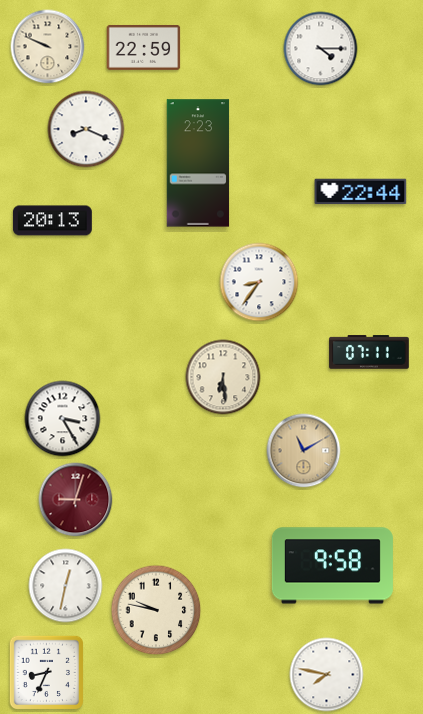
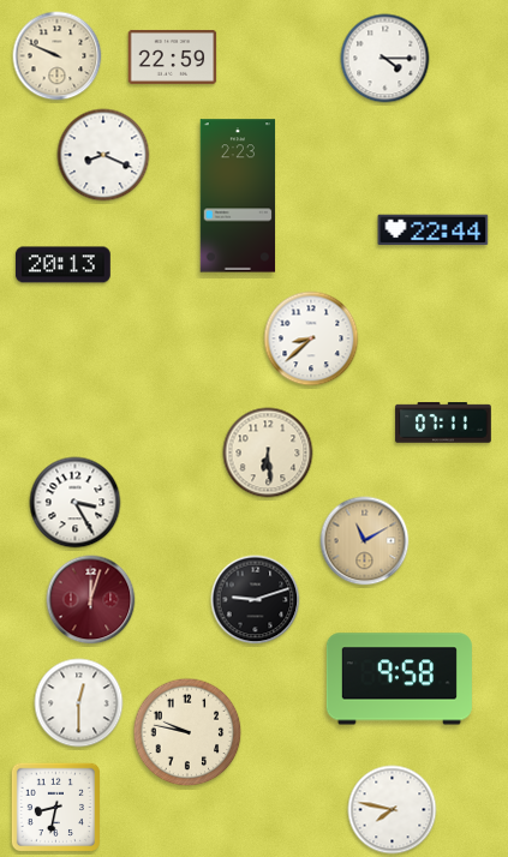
clock at (259, 282): 8:36 -> 8:38
clock at (76, 500): 9:03 -> 12:03
clock at (256, 600): none -> 9:12
clock at (66, 586): 12:32 -> 12:30
clock at (46, 672): 8:34 -> 8:32
